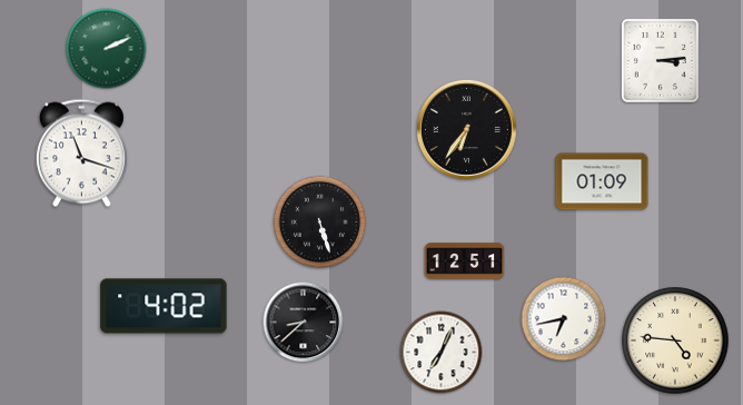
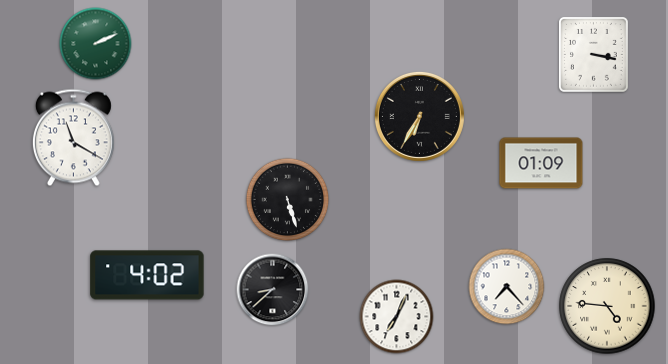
clock at (660, 61): 3:14 -> 3:17
clock at (466, 129): 6:36 -> 6:35
clock at (81, 154): 11:18 -> 11:20
clock at (465, 261): 12:51 -> none
clock at (564, 319): 6:43 -> 7:23
